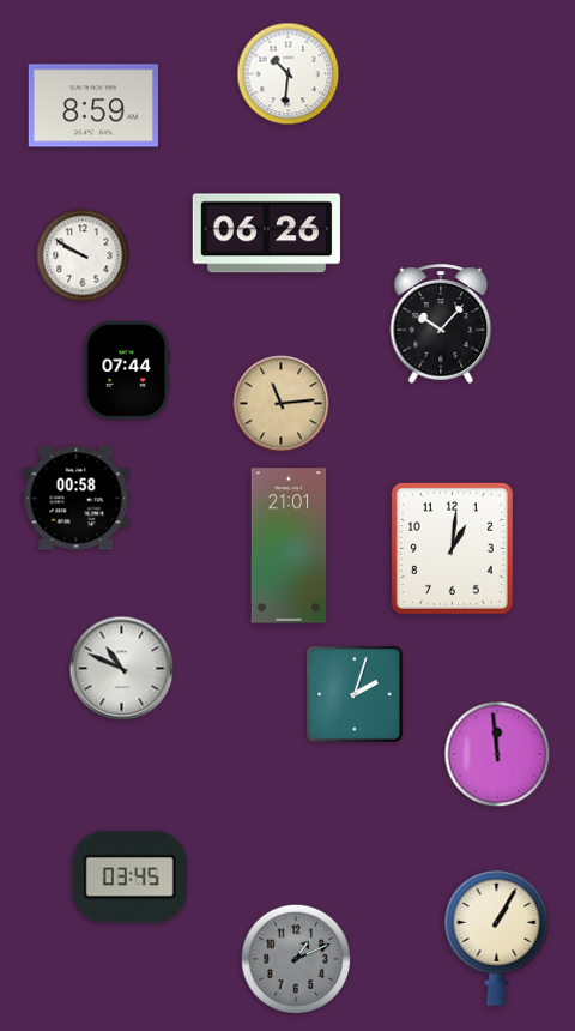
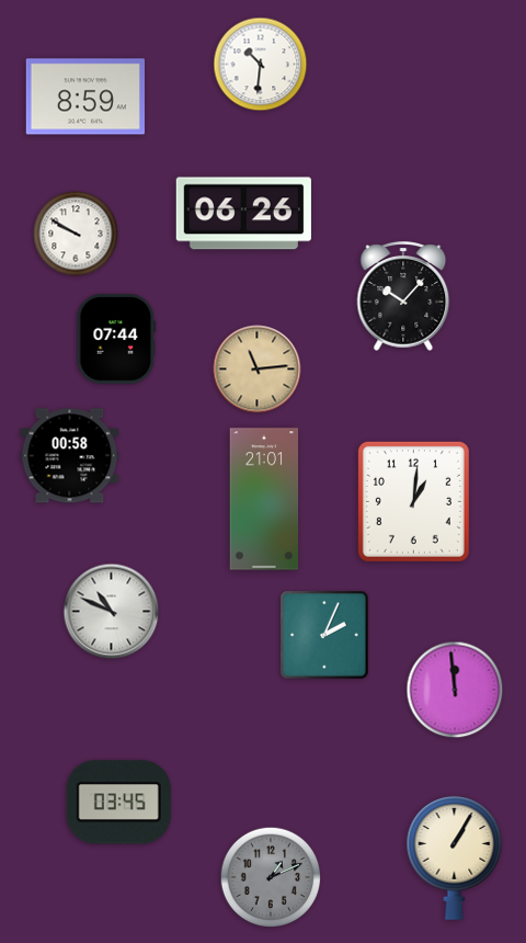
clock at (289, 74) position: (289, 74) -> (261, 65)
clock at (355, 694): 2:03 -> 2:04
